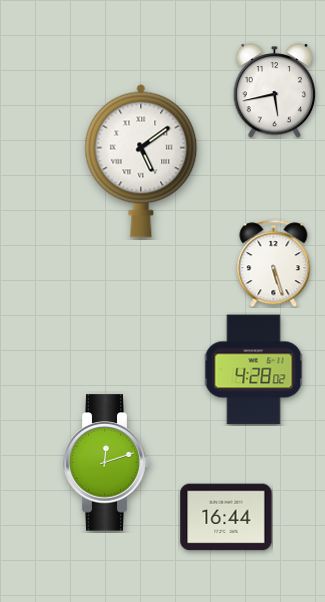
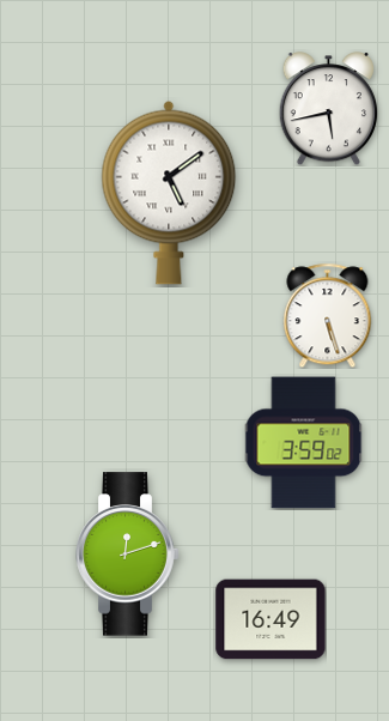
clock at (254, 370): 4:28 -> 3:59
clock at (226, 517): 16:44 -> 16:49
